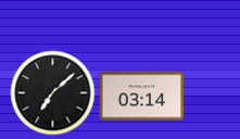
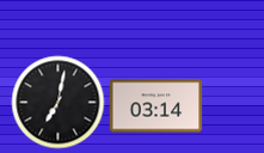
clock at (52, 92): 7:08 -> 7:02
